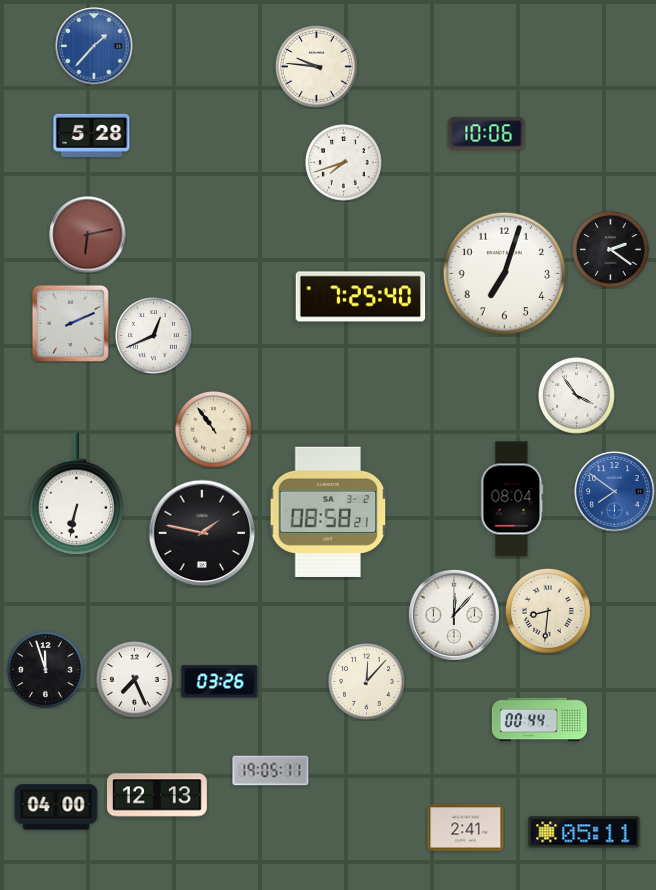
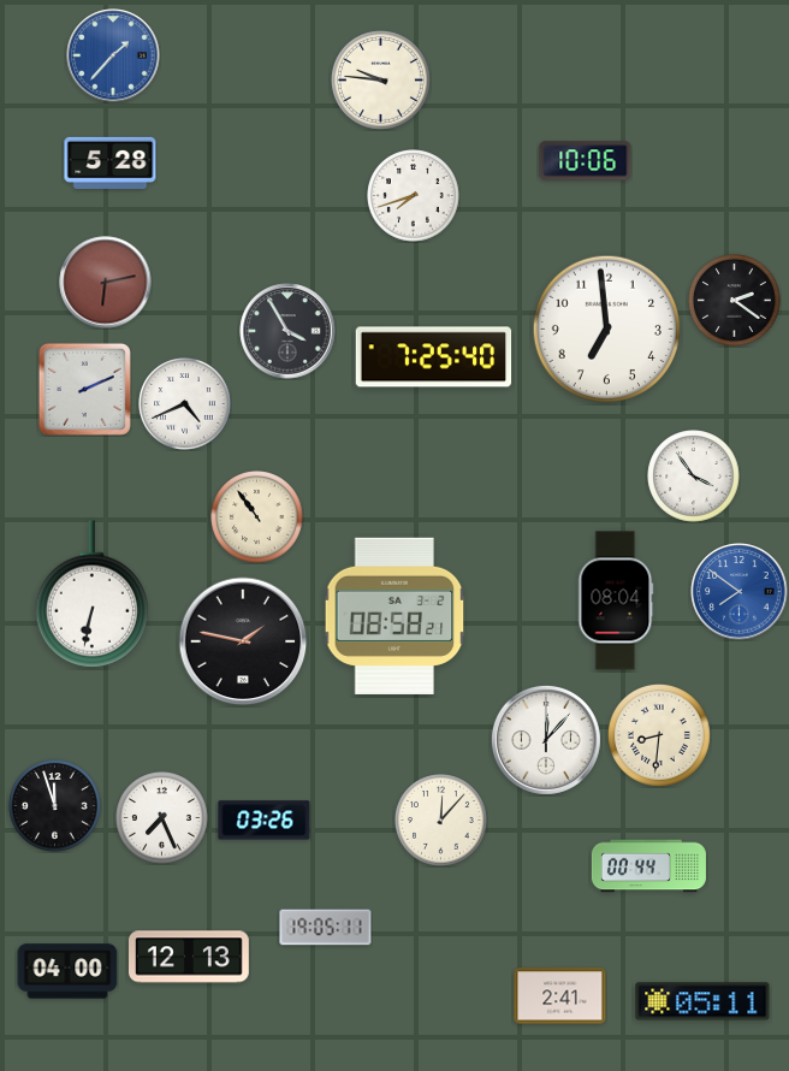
clock at (504, 273): 7:03 -> 6:59
clock at (287, 331): none -> 3:55
clock at (154, 336): 12:41 -> 4:41
